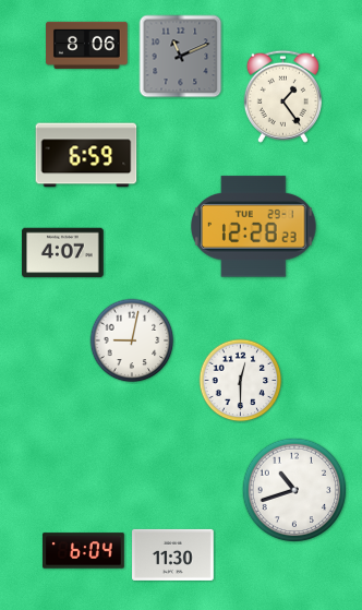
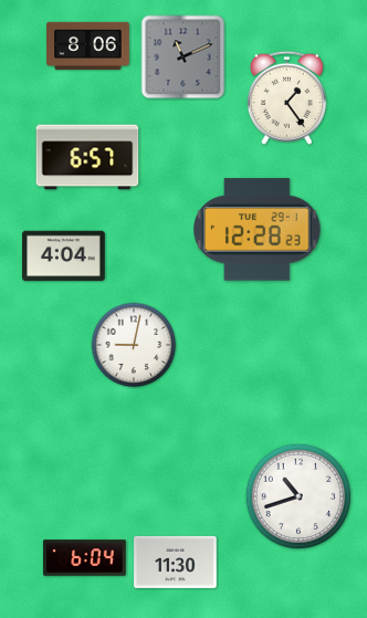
clock at (86, 155): 6:59 -> 6:57
clock at (63, 253): 4:07 -> 4:04
clock at (241, 381): 12:30 -> none
